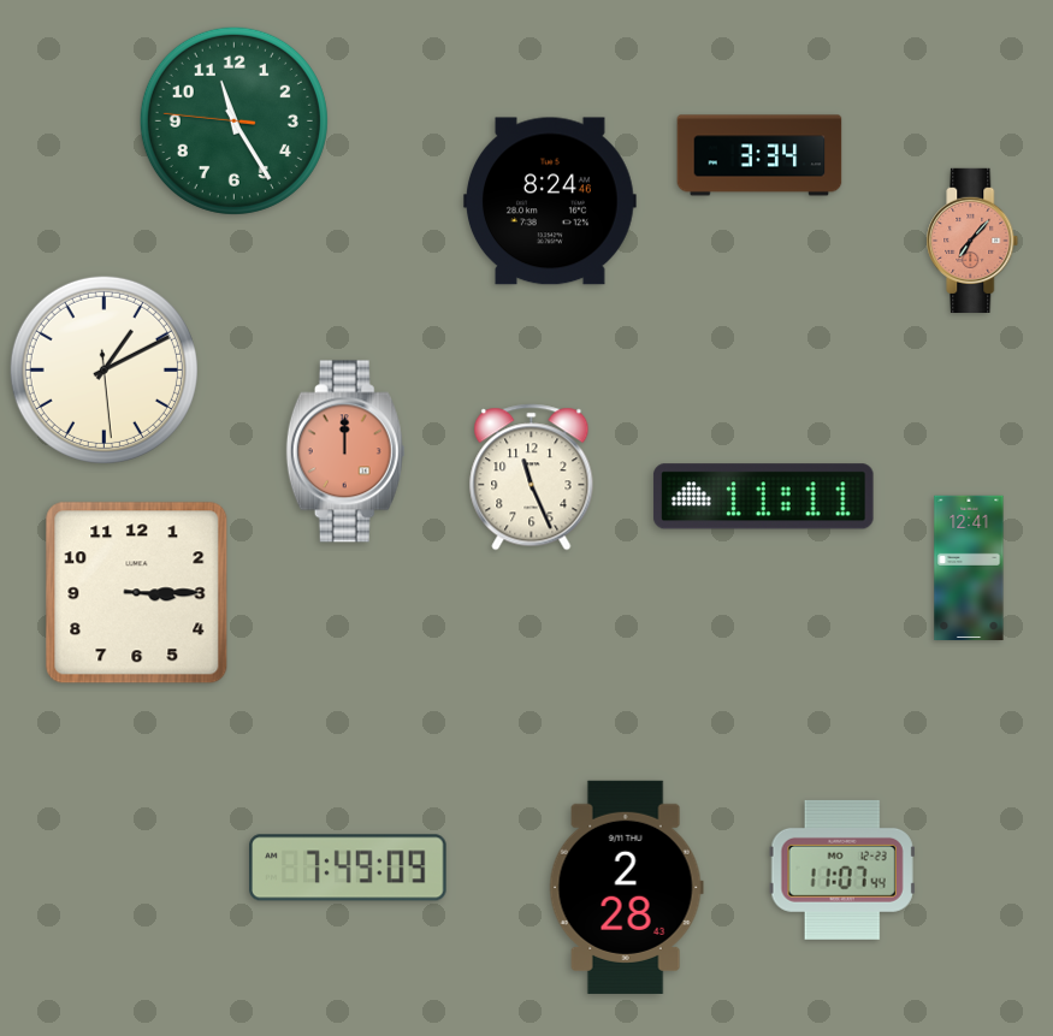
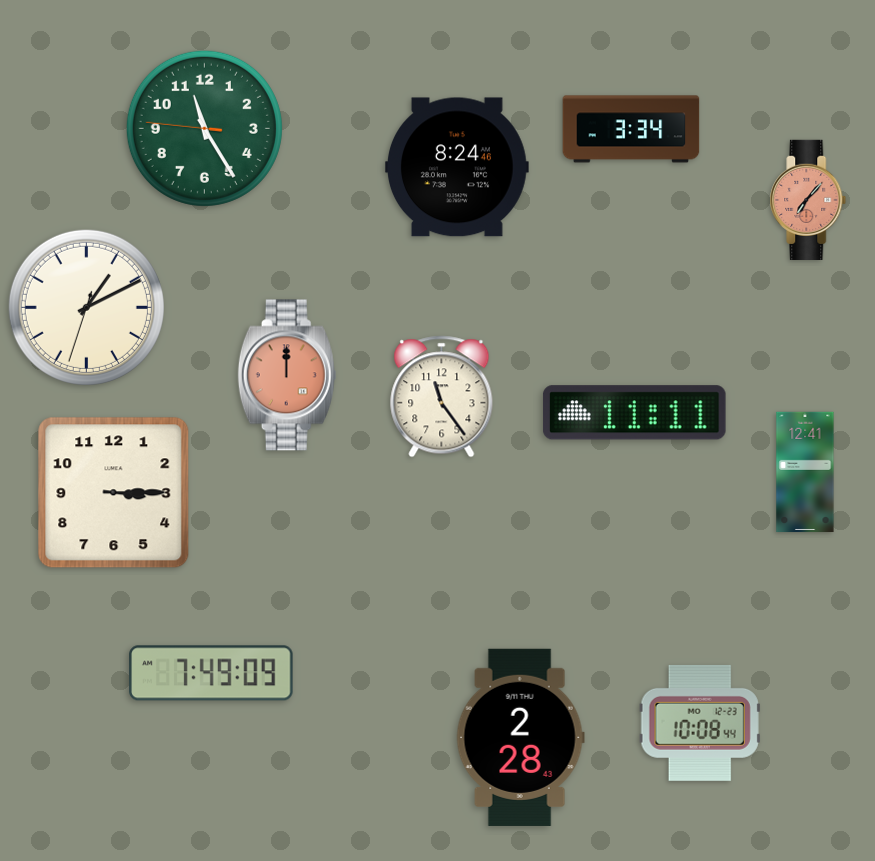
clock at (233, 120) position: (233, 120) -> (204, 128)
clock at (103, 369): 1:10:29 -> 1:10:33
clock at (532, 478): 11:26 -> 11:24
clock at (348, 868) position: (348, 868) -> (211, 673)
clock at (842, 870): 11:07 -> 10:08
